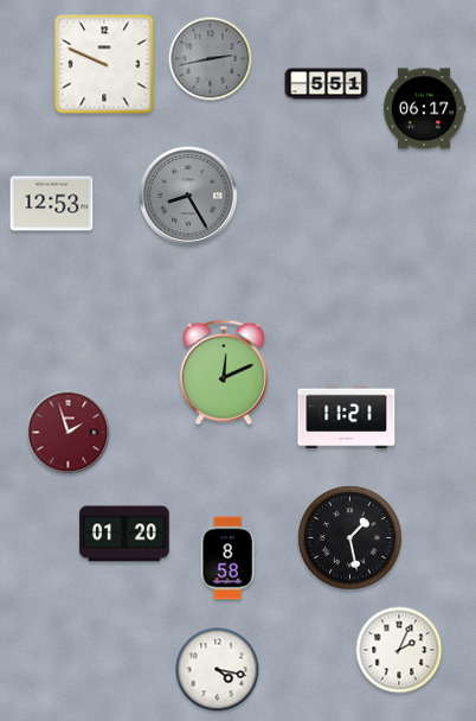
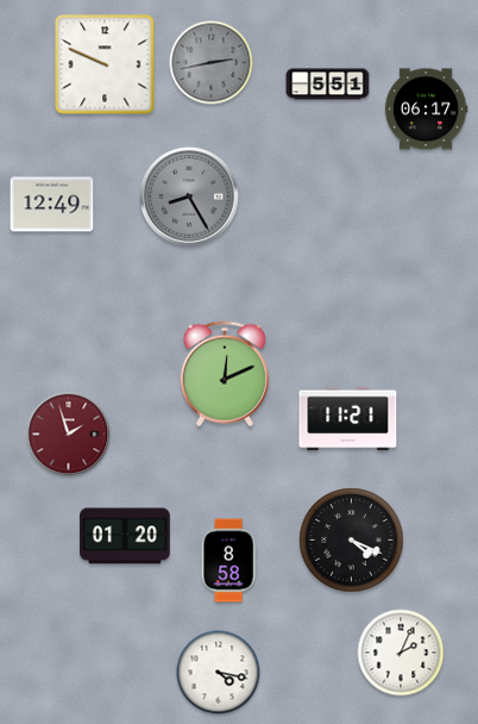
clock at (211, 59) position: (211, 59) -> (212, 63)
clock at (52, 204): 12:53 -> 12:49
clock at (350, 538): 1:28 -> 4:19
